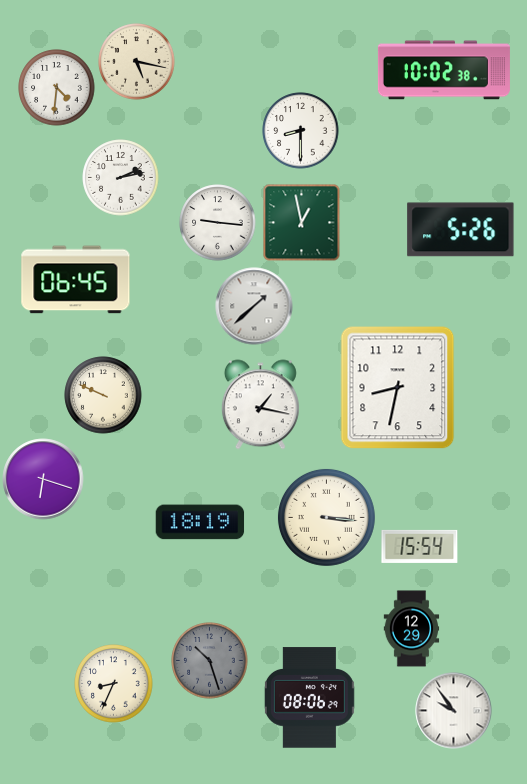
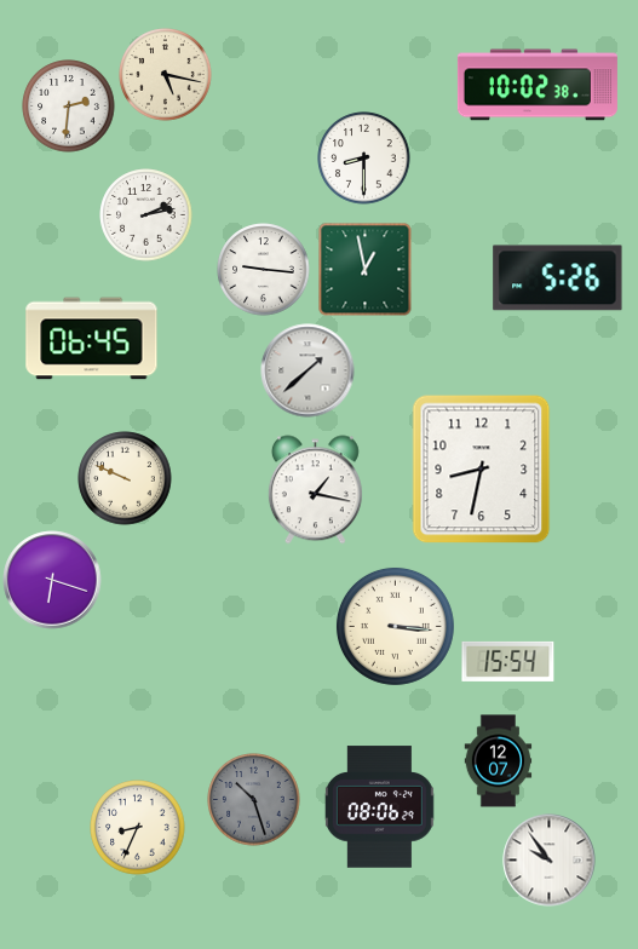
clock at (57, 88): 4:31 -> 2:31
clock at (200, 522): 18:19 -> none
clock at (412, 629): 12:29 -> 12:07
clock at (309, 698) position: (309, 698) -> (379, 807)
